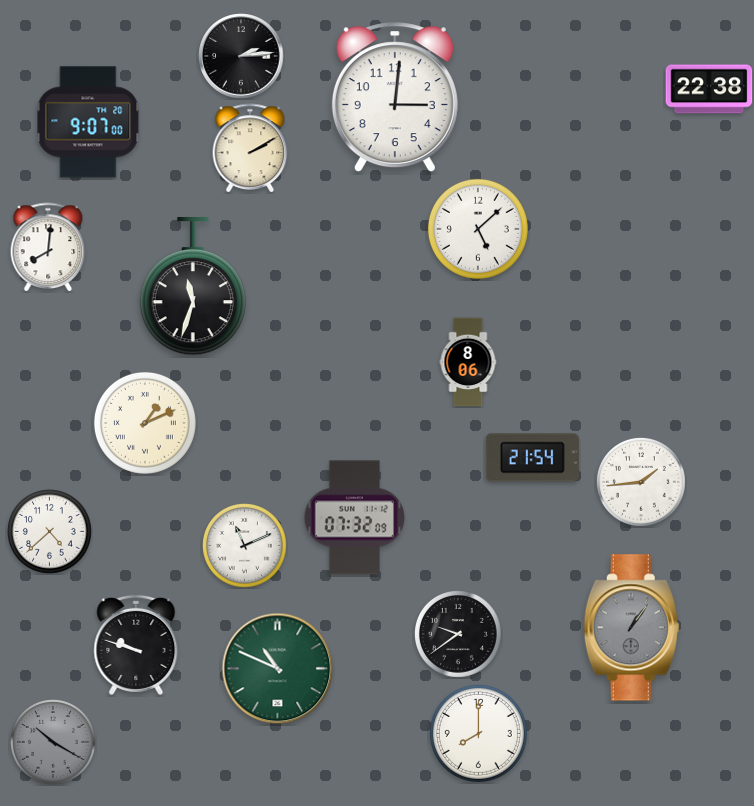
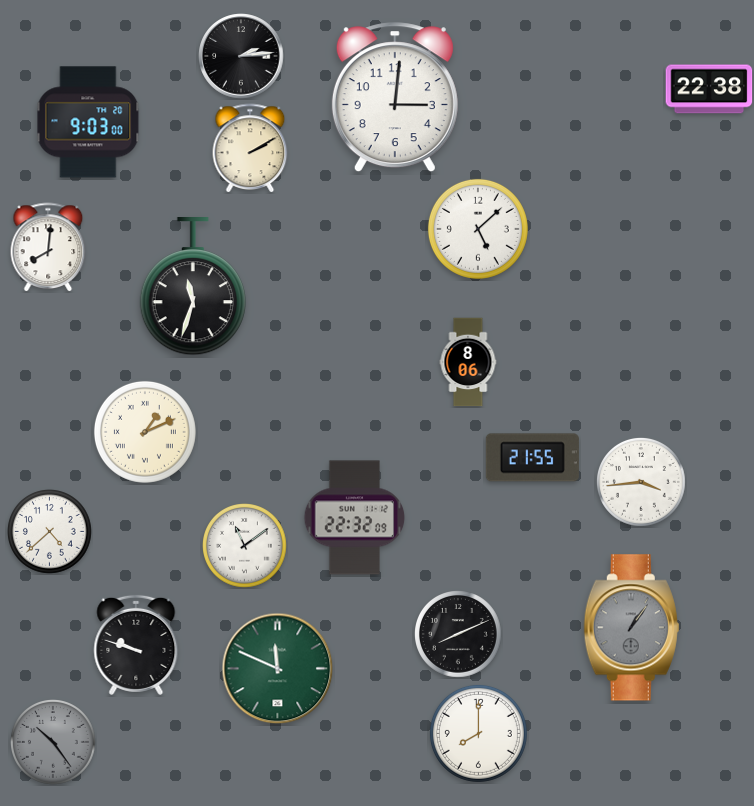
clock at (88, 122): 9:07 -> 9:03
clock at (145, 423) position: (145, 423) -> (145, 432)
clock at (532, 458): 21:54 -> 21:55
clock at (641, 482): 1:44 -> 3:44
clock at (355, 518): 07:32 -> 22:32
clock at (245, 546): 11:11 -> 11:09
clock at (459, 635): 9:39 -> 8:11
clock at (278, 669): 10:49 -> 11:49
clock at (54, 743): 10:20 -> 10:24
